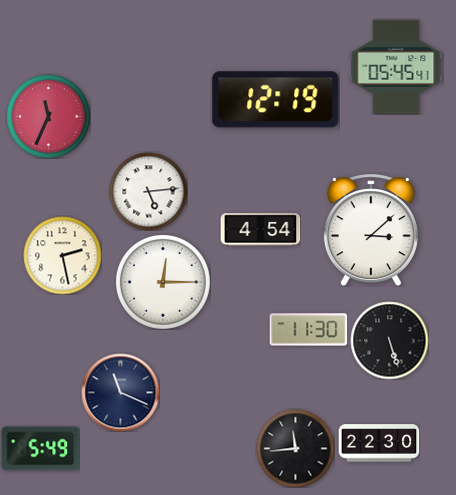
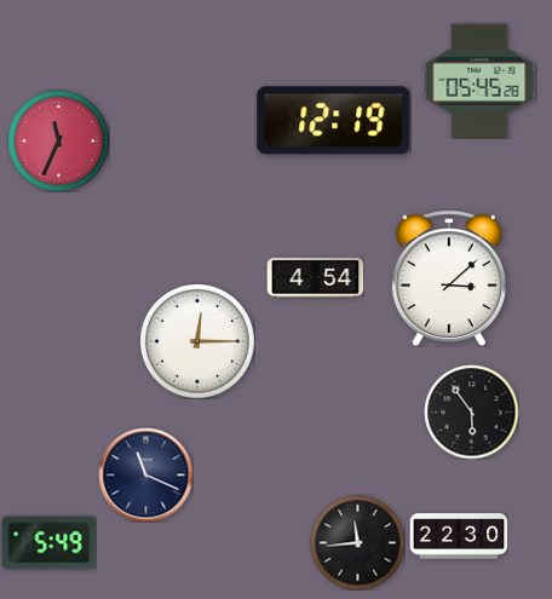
clock at (396, 67): 05:45:41 -> 05:45:28
clock at (148, 191): 5:14 -> none
clock at (62, 255): 2:28 -> none
clock at (308, 330): 11:30 -> none
clock at (389, 340): 5:27 -> 5:54
